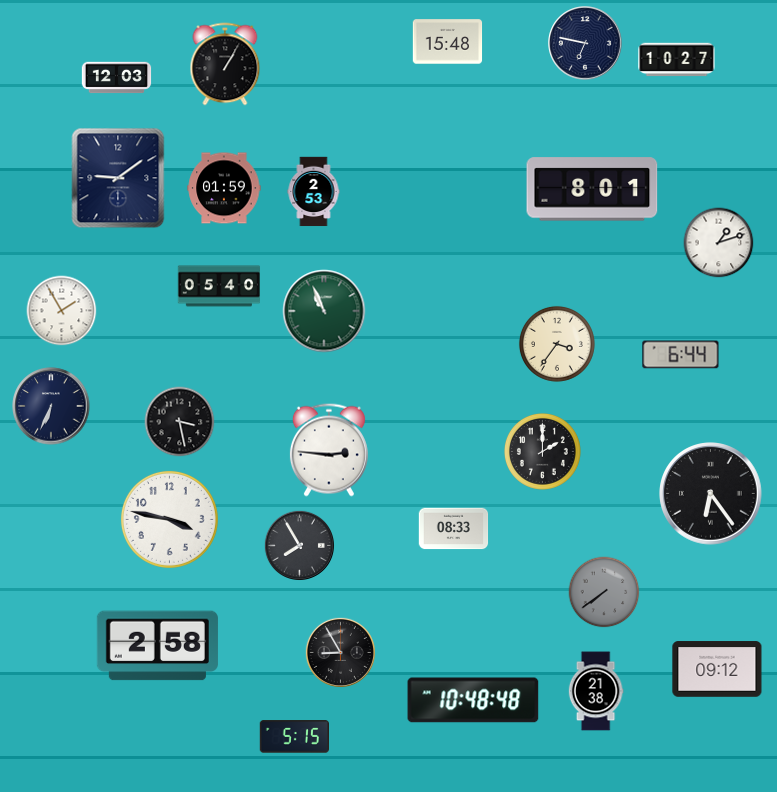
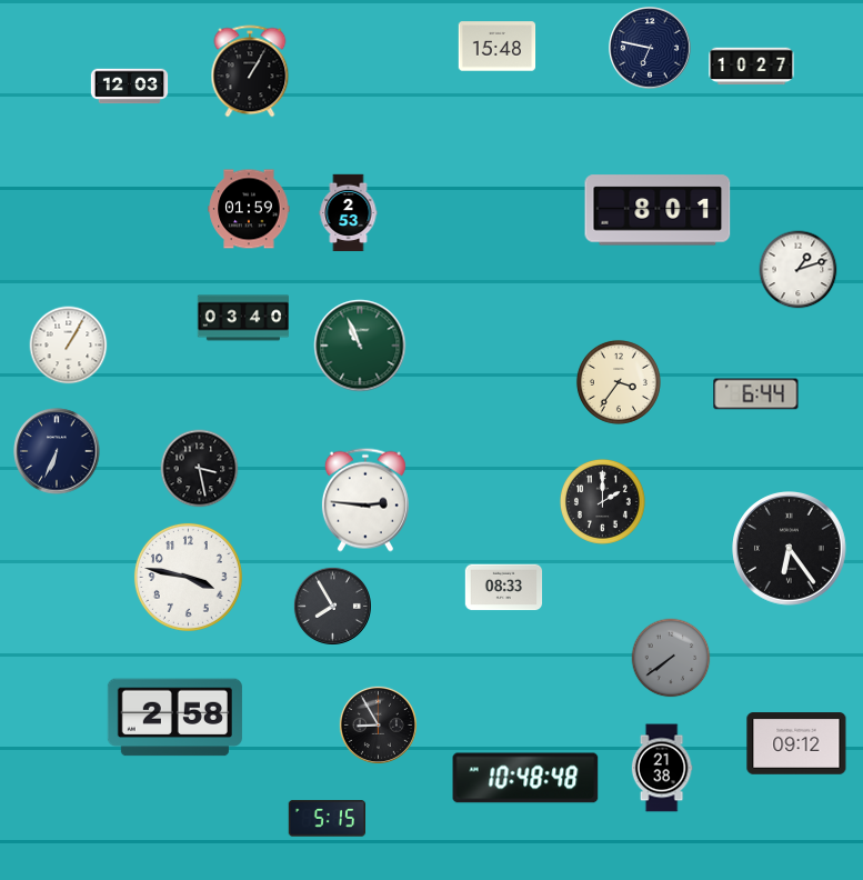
clock at (118, 178): 9:09 -> none
clock at (218, 286): 05:40 -> 03:40
clock at (62, 311): 1:55 -> 1:05
